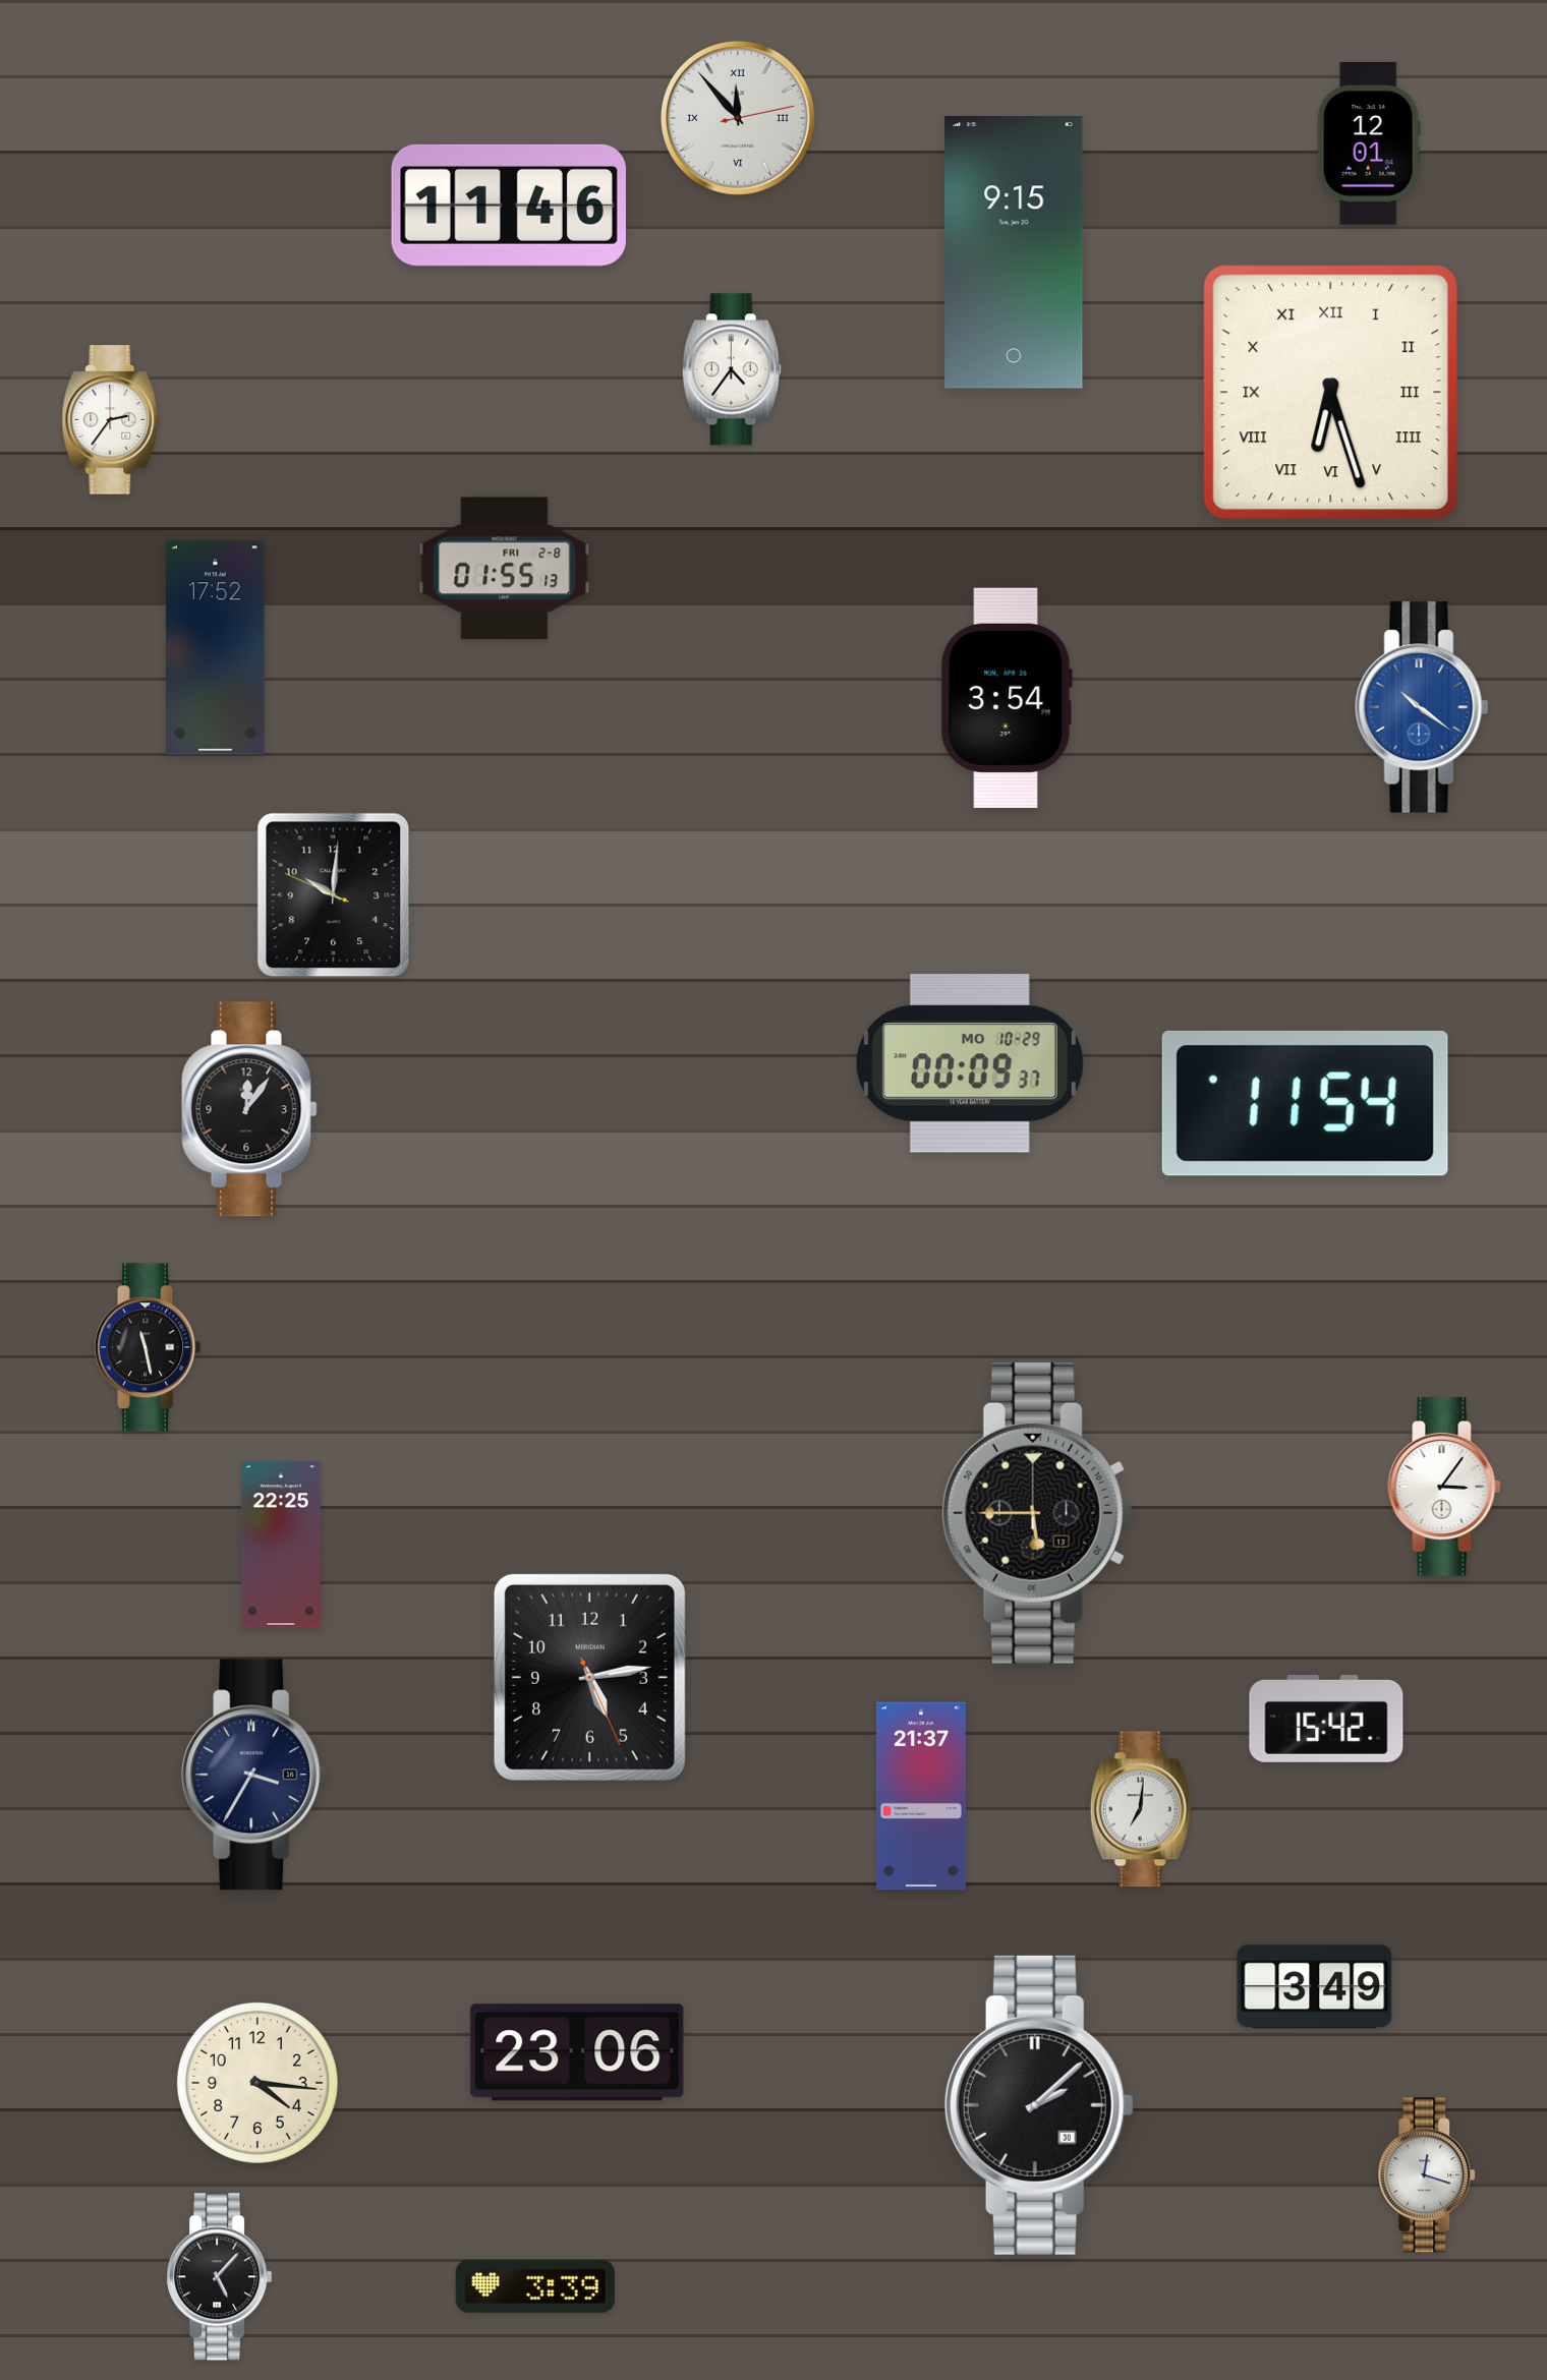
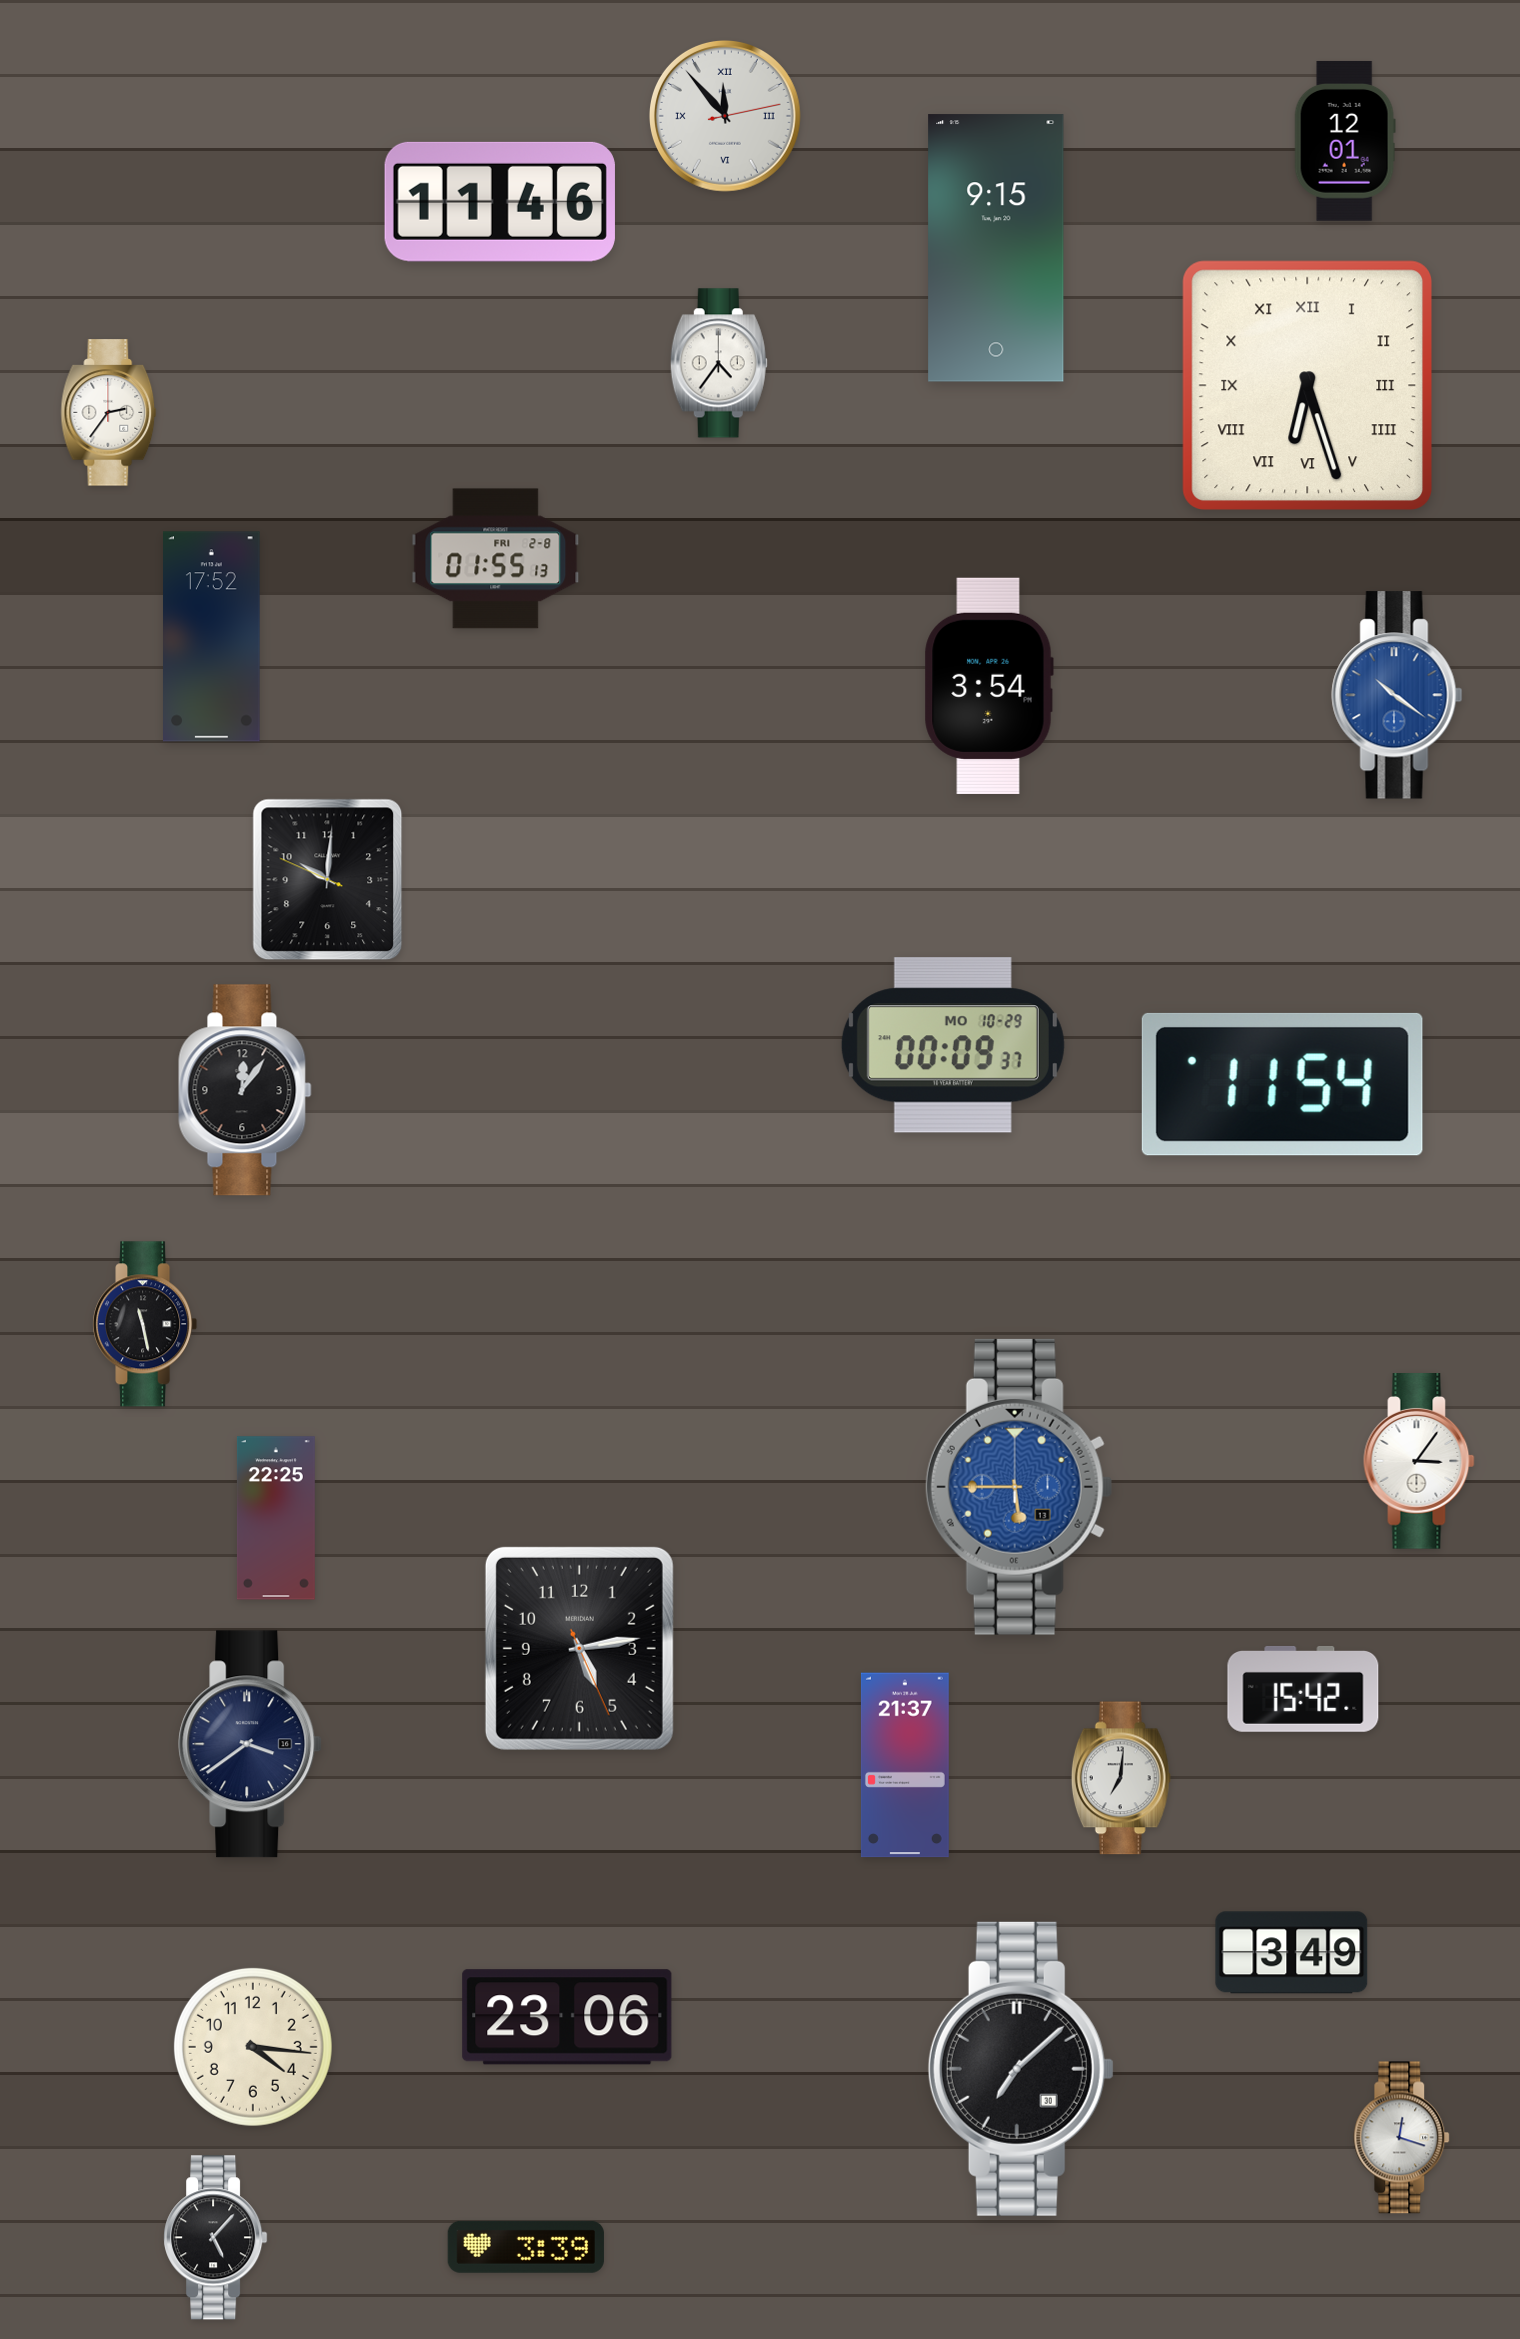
clock at (1037, 1513) dial: black -> blue
clock at (254, 1775): 3:35 -> 3:39
clock at (1039, 2105): 2:08 -> 7:08
